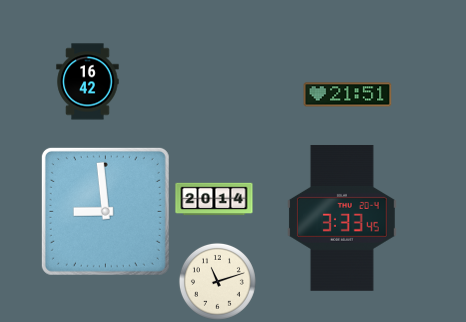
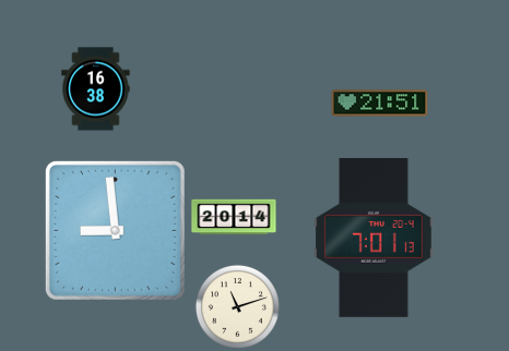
clock at (88, 82): 16:42 -> 16:38
clock at (342, 218): 3:33 -> 7:01
